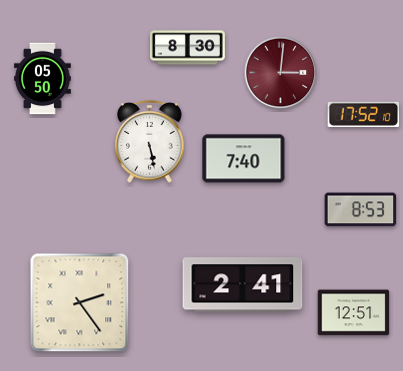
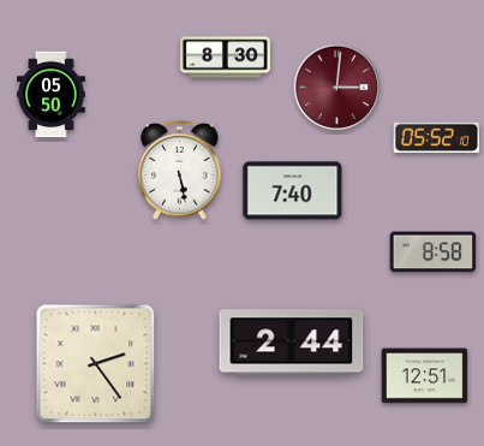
clock at (364, 114): 17:52 -> 05:52
clock at (361, 210): 8:53 -> 8:58
clock at (243, 285): 2:41 -> 2:44
